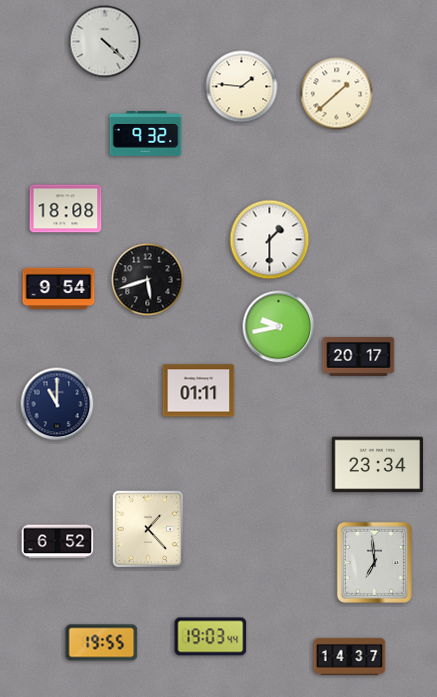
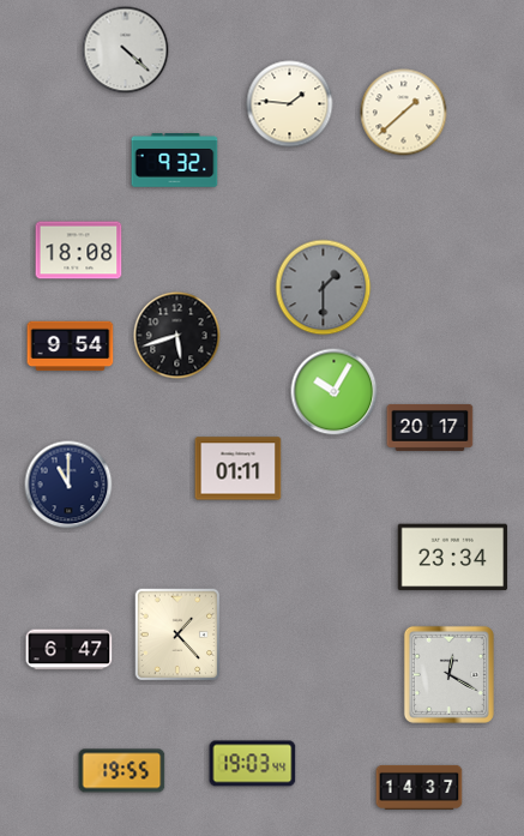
clock at (270, 240) dial: white -> grey
clock at (279, 327): 9:43 -> 10:05
clock at (58, 542): 6:52 -> 6:47
clock at (374, 562): 6:59 -> 12:20
